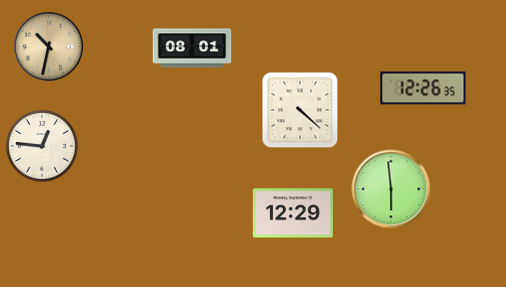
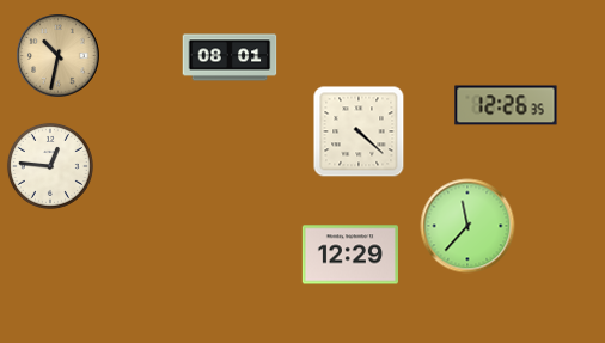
clock at (42, 146) position: (42, 146) -> (50, 166)
clock at (391, 189): 5:59 -> 11:37
